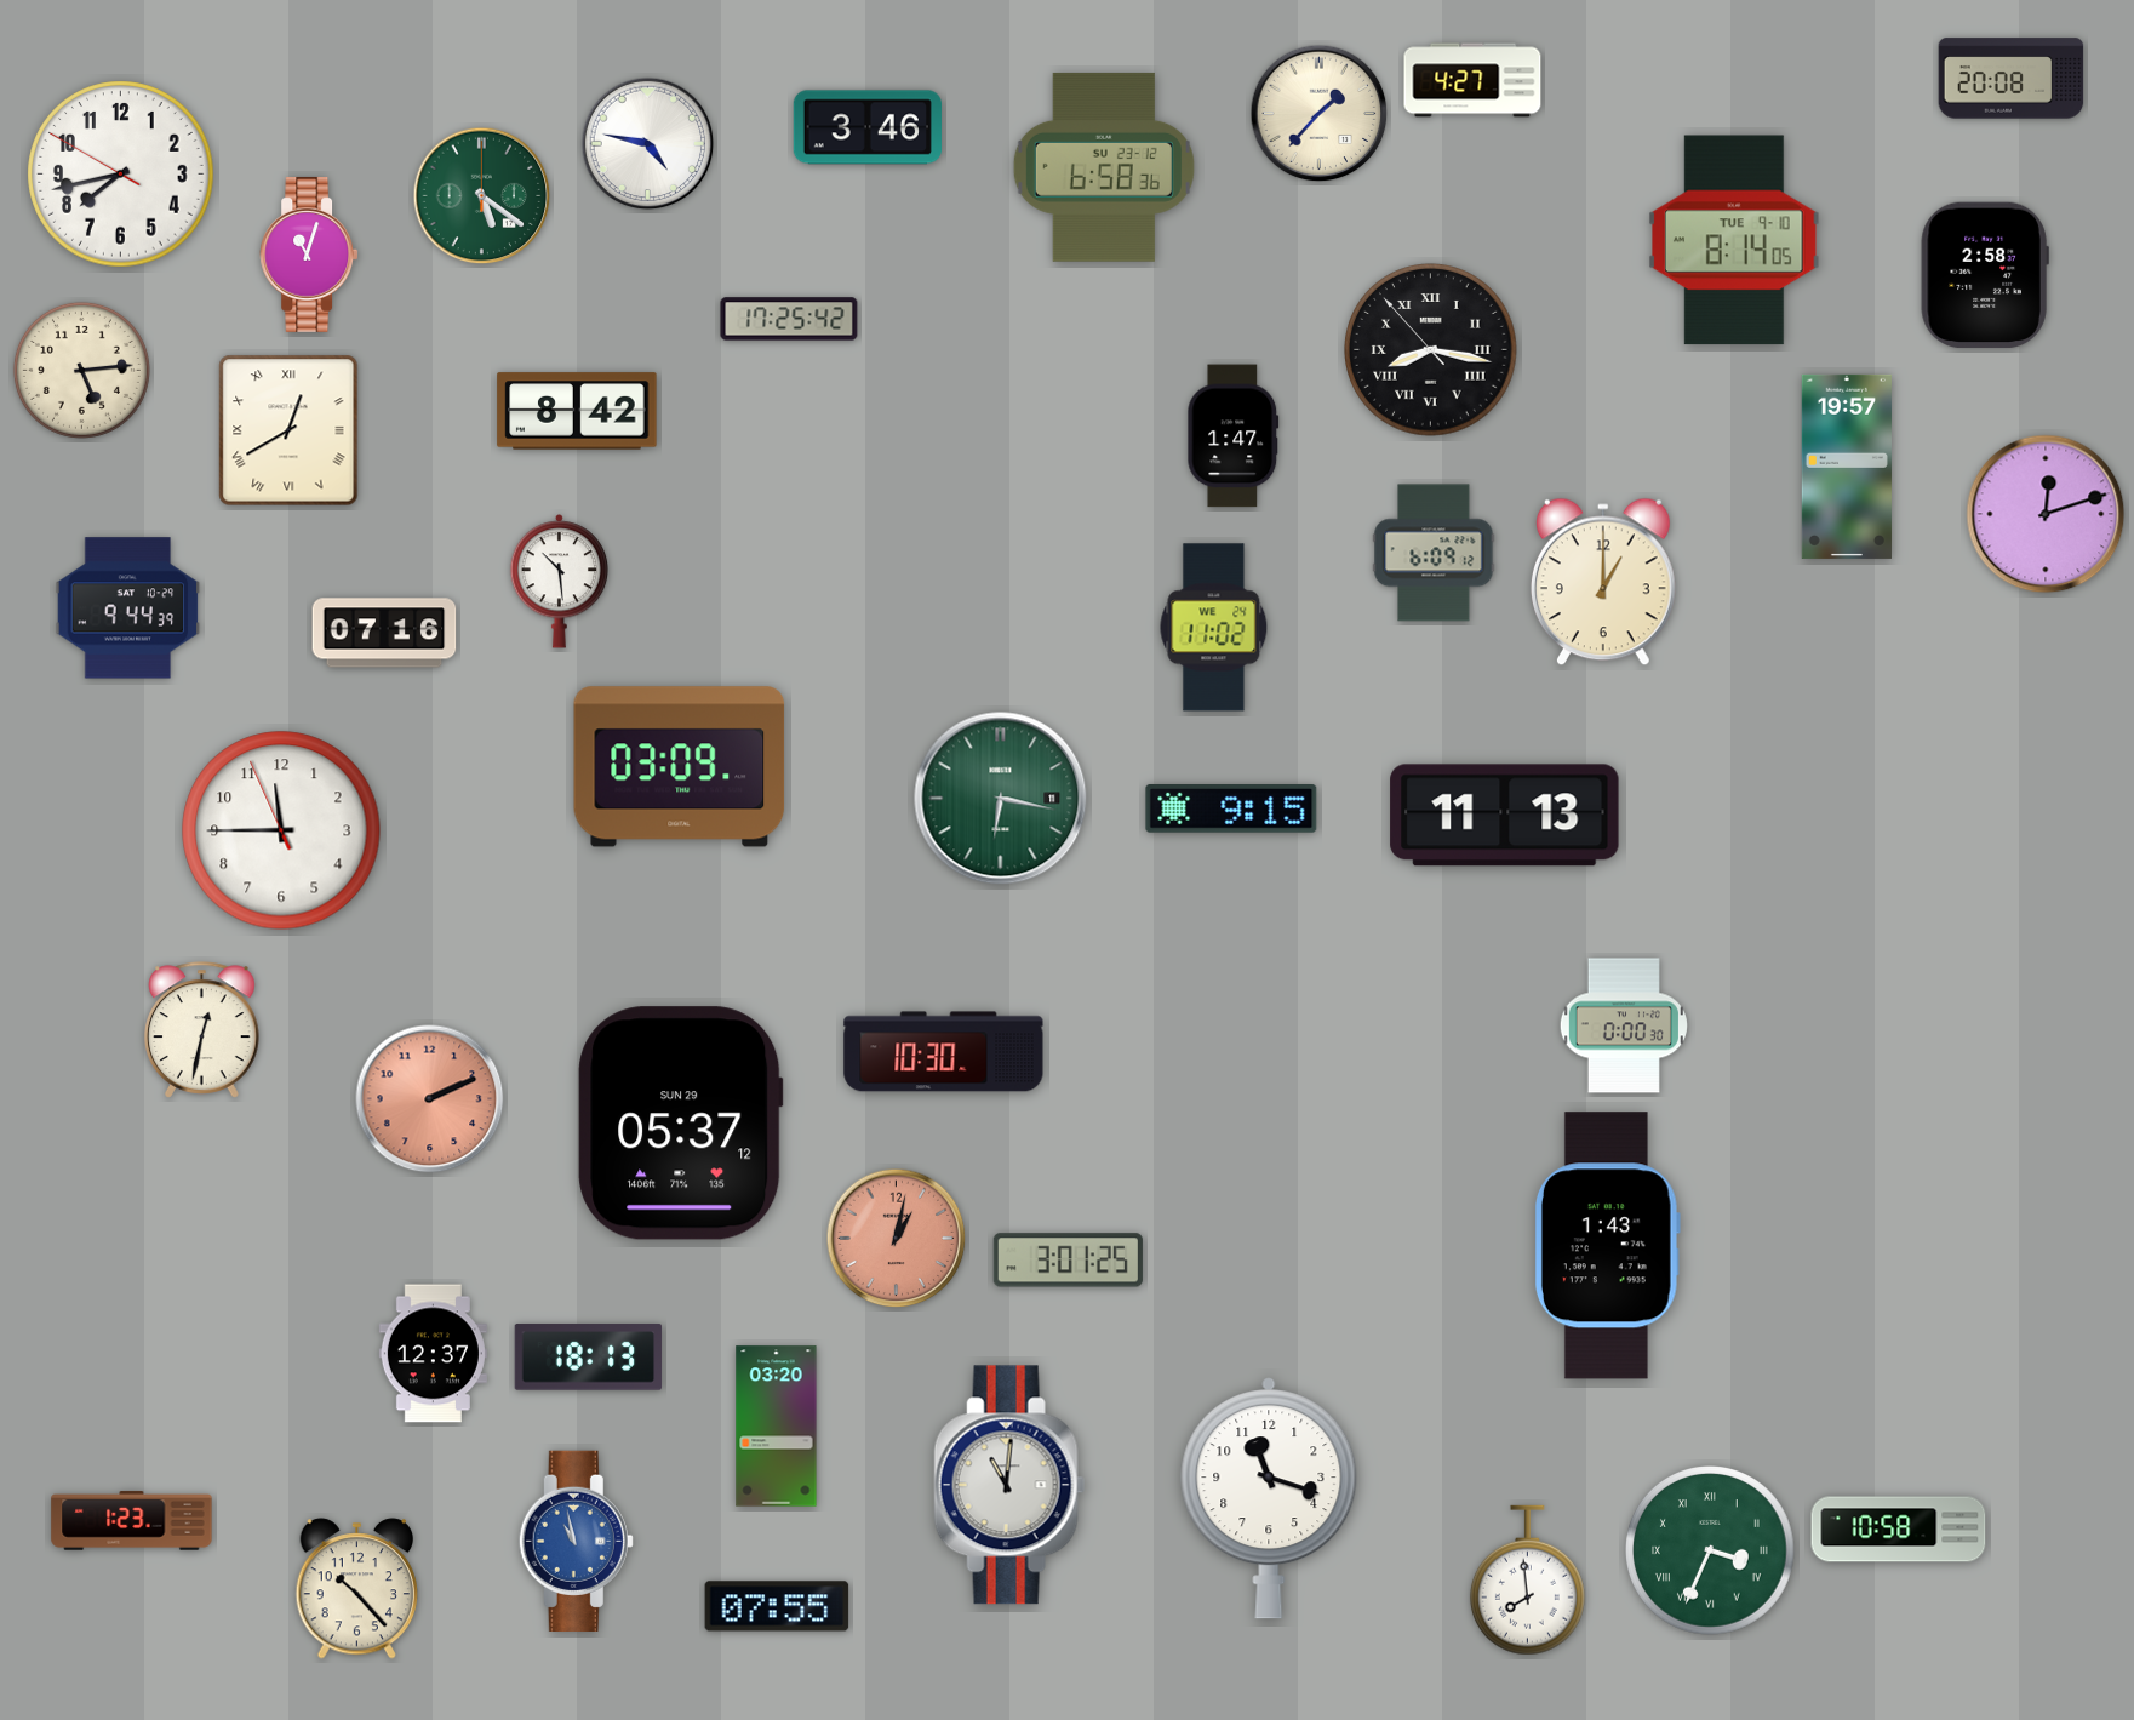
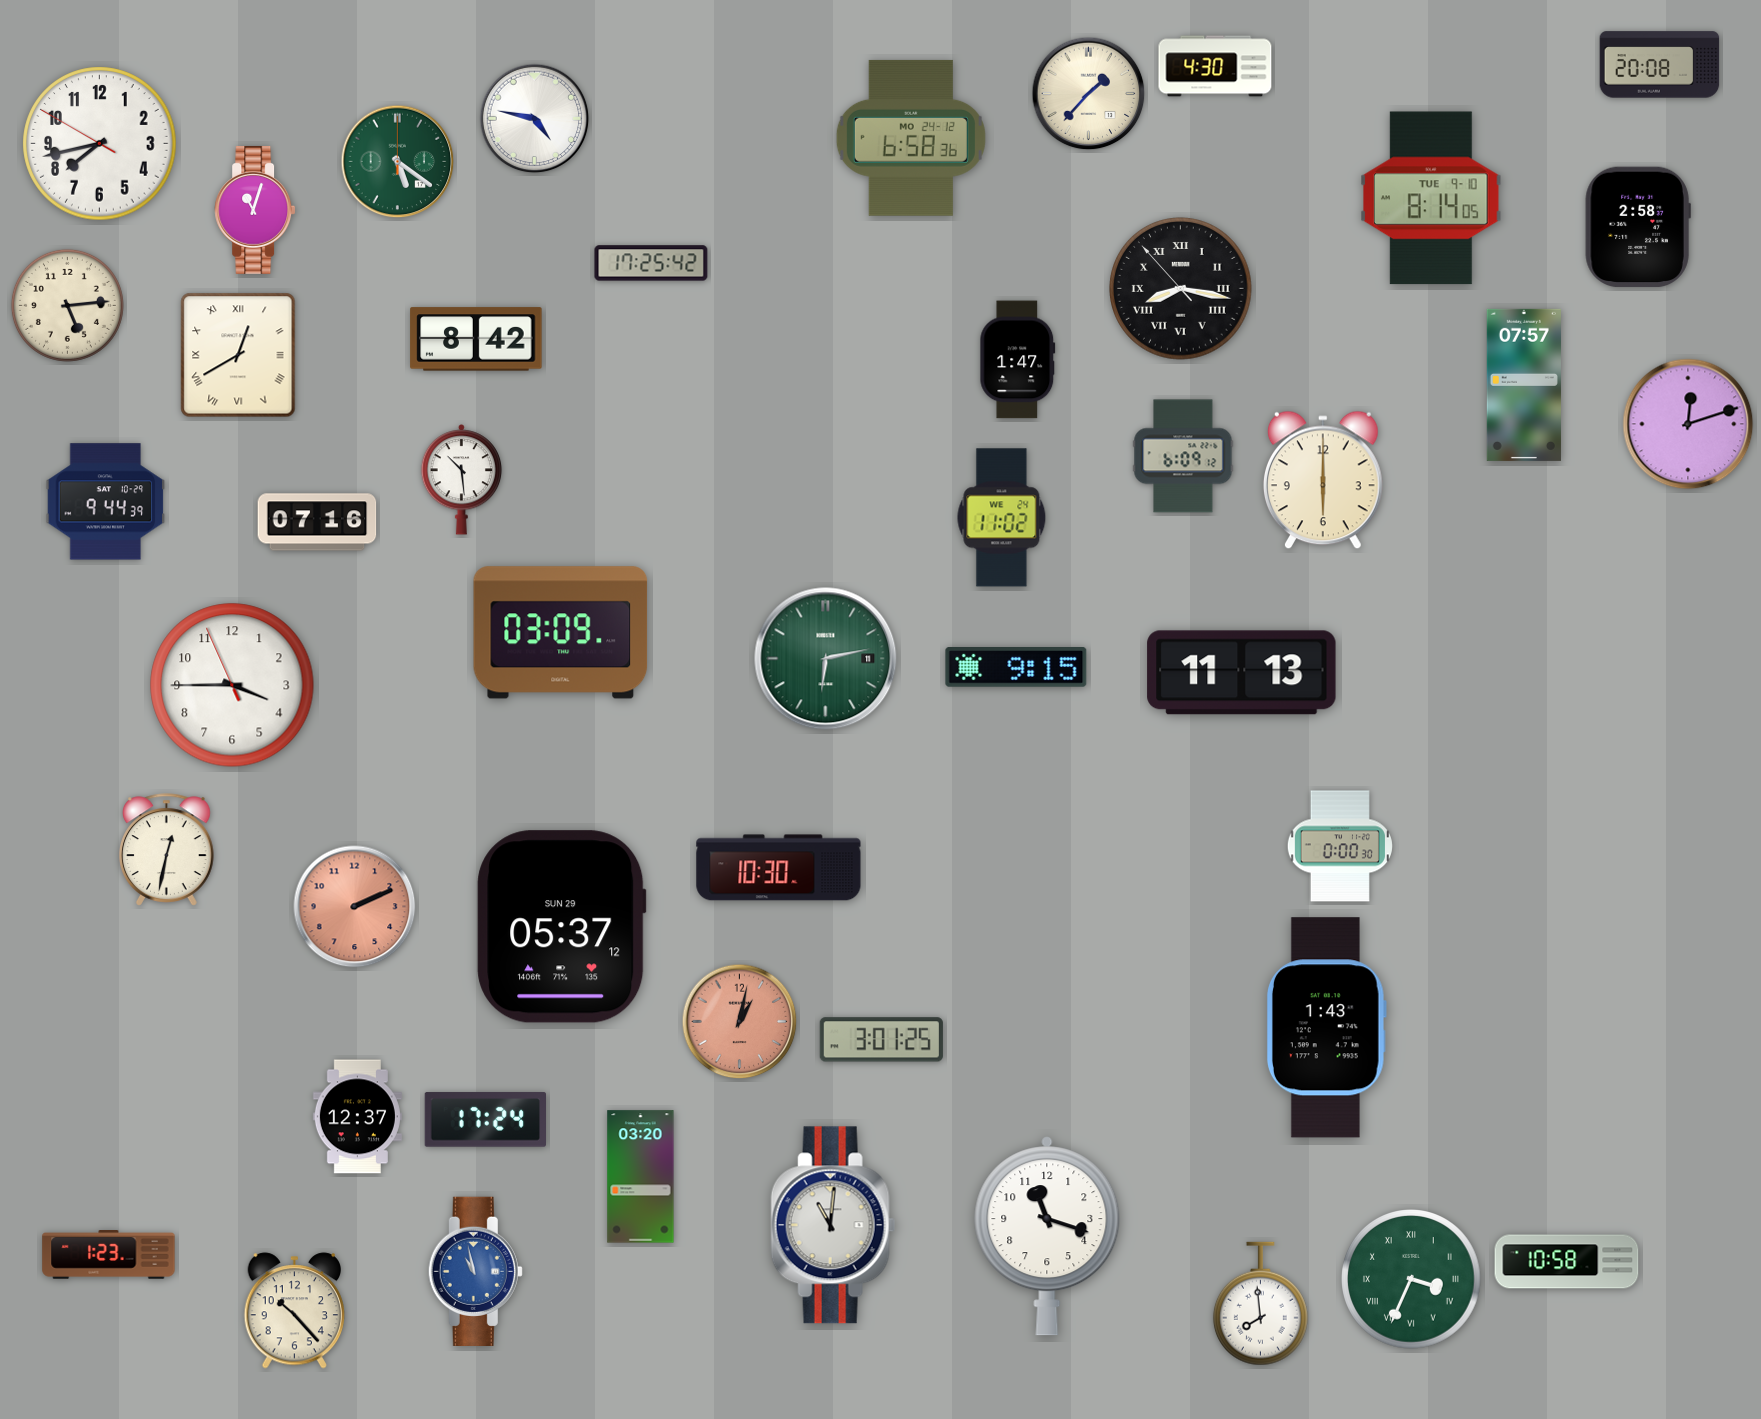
clock at (1472, 80): 4:27 -> 4:30
clock at (868, 127): 3:46 -> none
clock at (1104, 167) date: SU 23-12 -> MO 24-12
clock at (1847, 467): 19:57 -> 07:57
clock at (1603, 582): 1:00 -> 6:00
clock at (1001, 799): 6:17 -> 6:13
clock at (281, 830): 11:44 -> 3:44
clock at (588, 1358): 18:13 -> 17:24
clock at (777, 1606): 07:55 -> none
